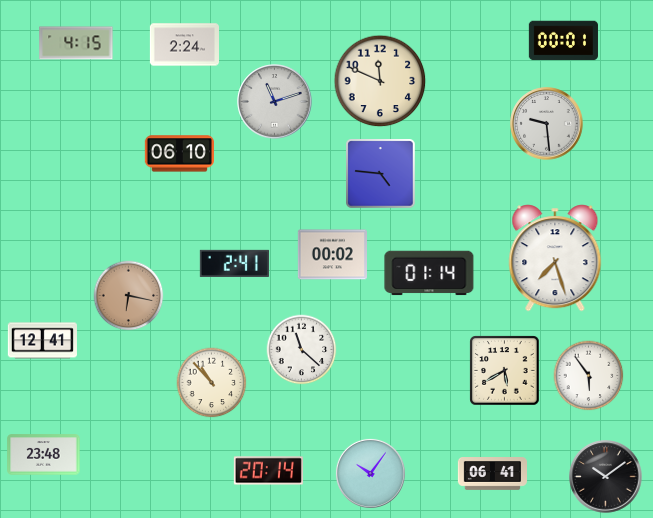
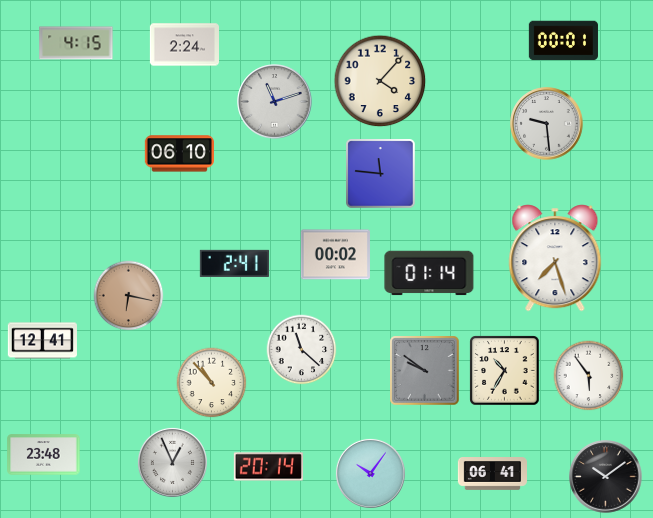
clock at (380, 81): 11:49 -> 4:07
clock at (381, 174): 4:46 -> 11:46
clock at (332, 255) position: (332, 255) -> (335, 255)
clock at (425, 371): none -> 9:51
clock at (505, 371): 5:40 -> 10:35
clock at (172, 462): none -> 12:56
clock at (268, 471) position: (268, 471) -> (268, 467)
